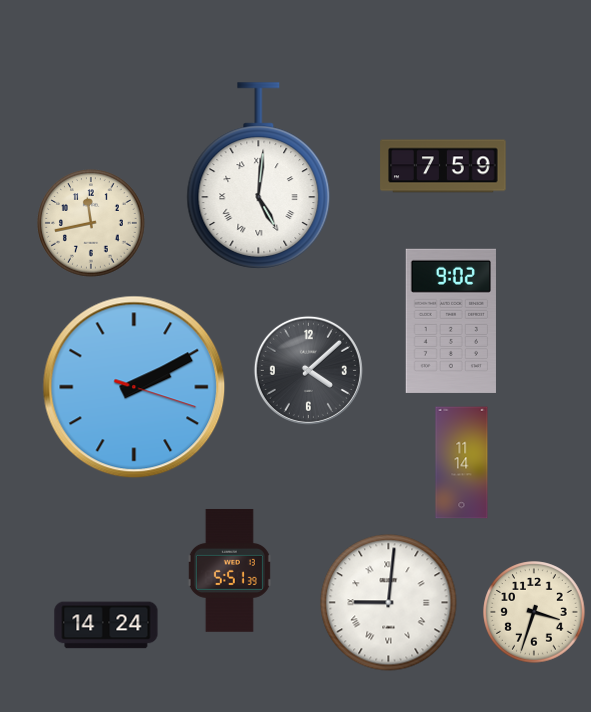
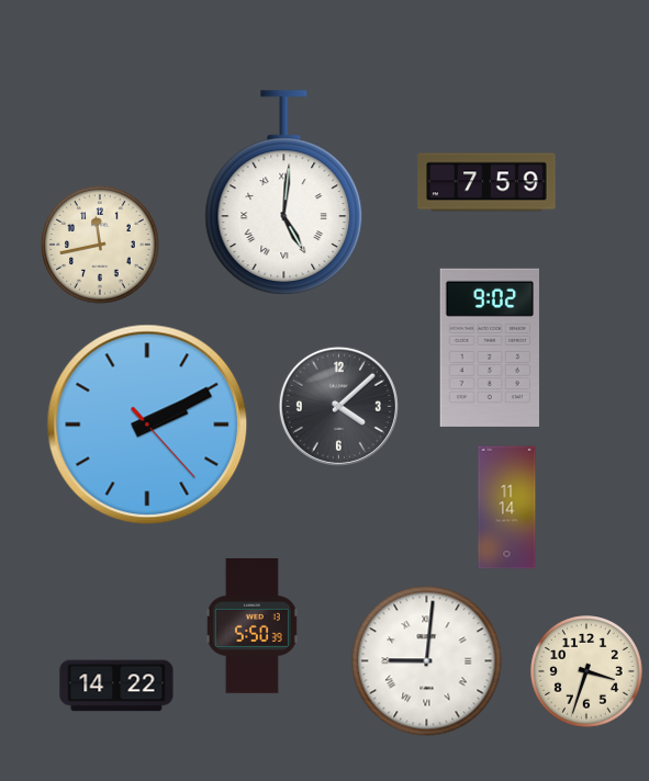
clock at (450, 321) position: (450, 321) -> (489, 348)
clock at (134, 387): 2:10:18 -> 2:10:23
clock at (229, 570): 5:51 -> 5:50
clock at (106, 625): 14:24 -> 14:22
